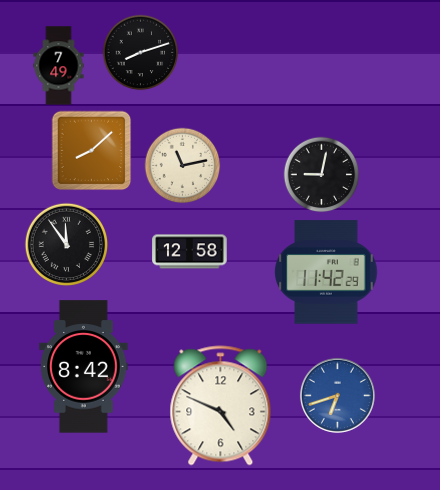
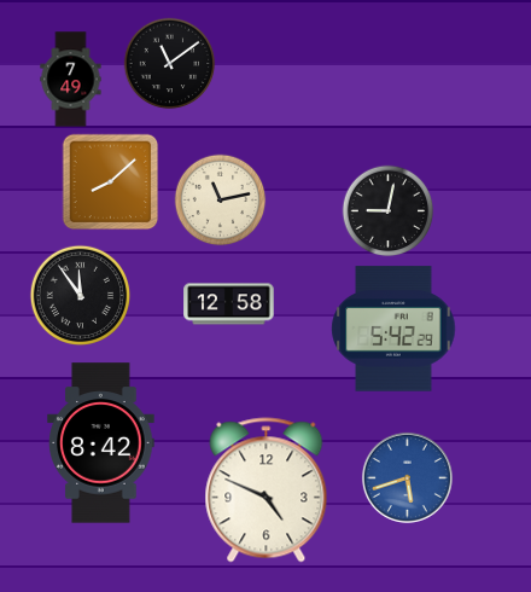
clock at (141, 53): 8:12 -> 11:09
clock at (326, 272): 11:42 -> 5:42
clock at (337, 395): 6:42 -> 5:42
